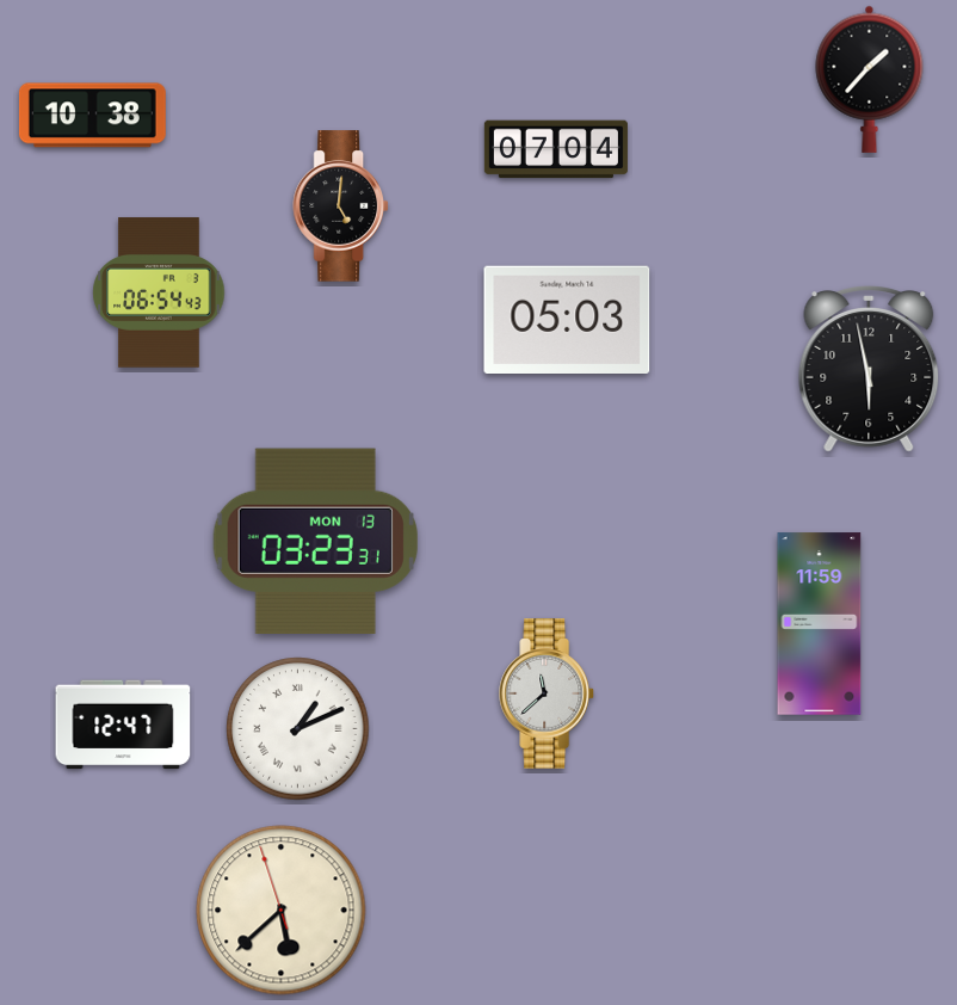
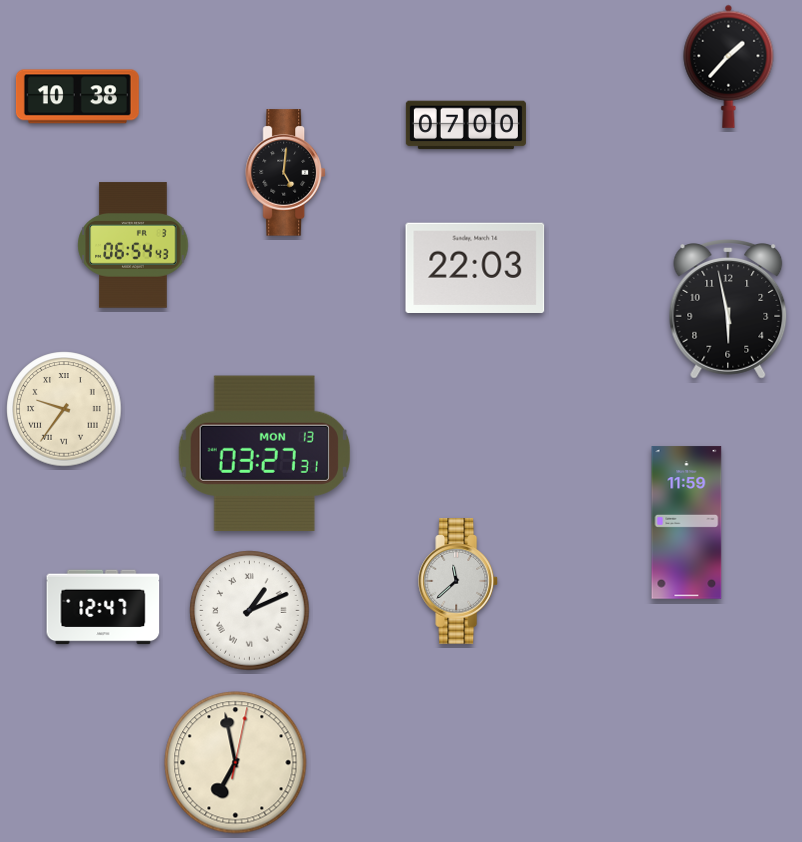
clock at (556, 149): 07:04 -> 07:00
clock at (567, 319): 05:03 -> 22:03
clock at (64, 409): none -> 9:36
clock at (315, 541): 03:23 -> 03:27
clock at (282, 911): 5:37 -> 6:58
